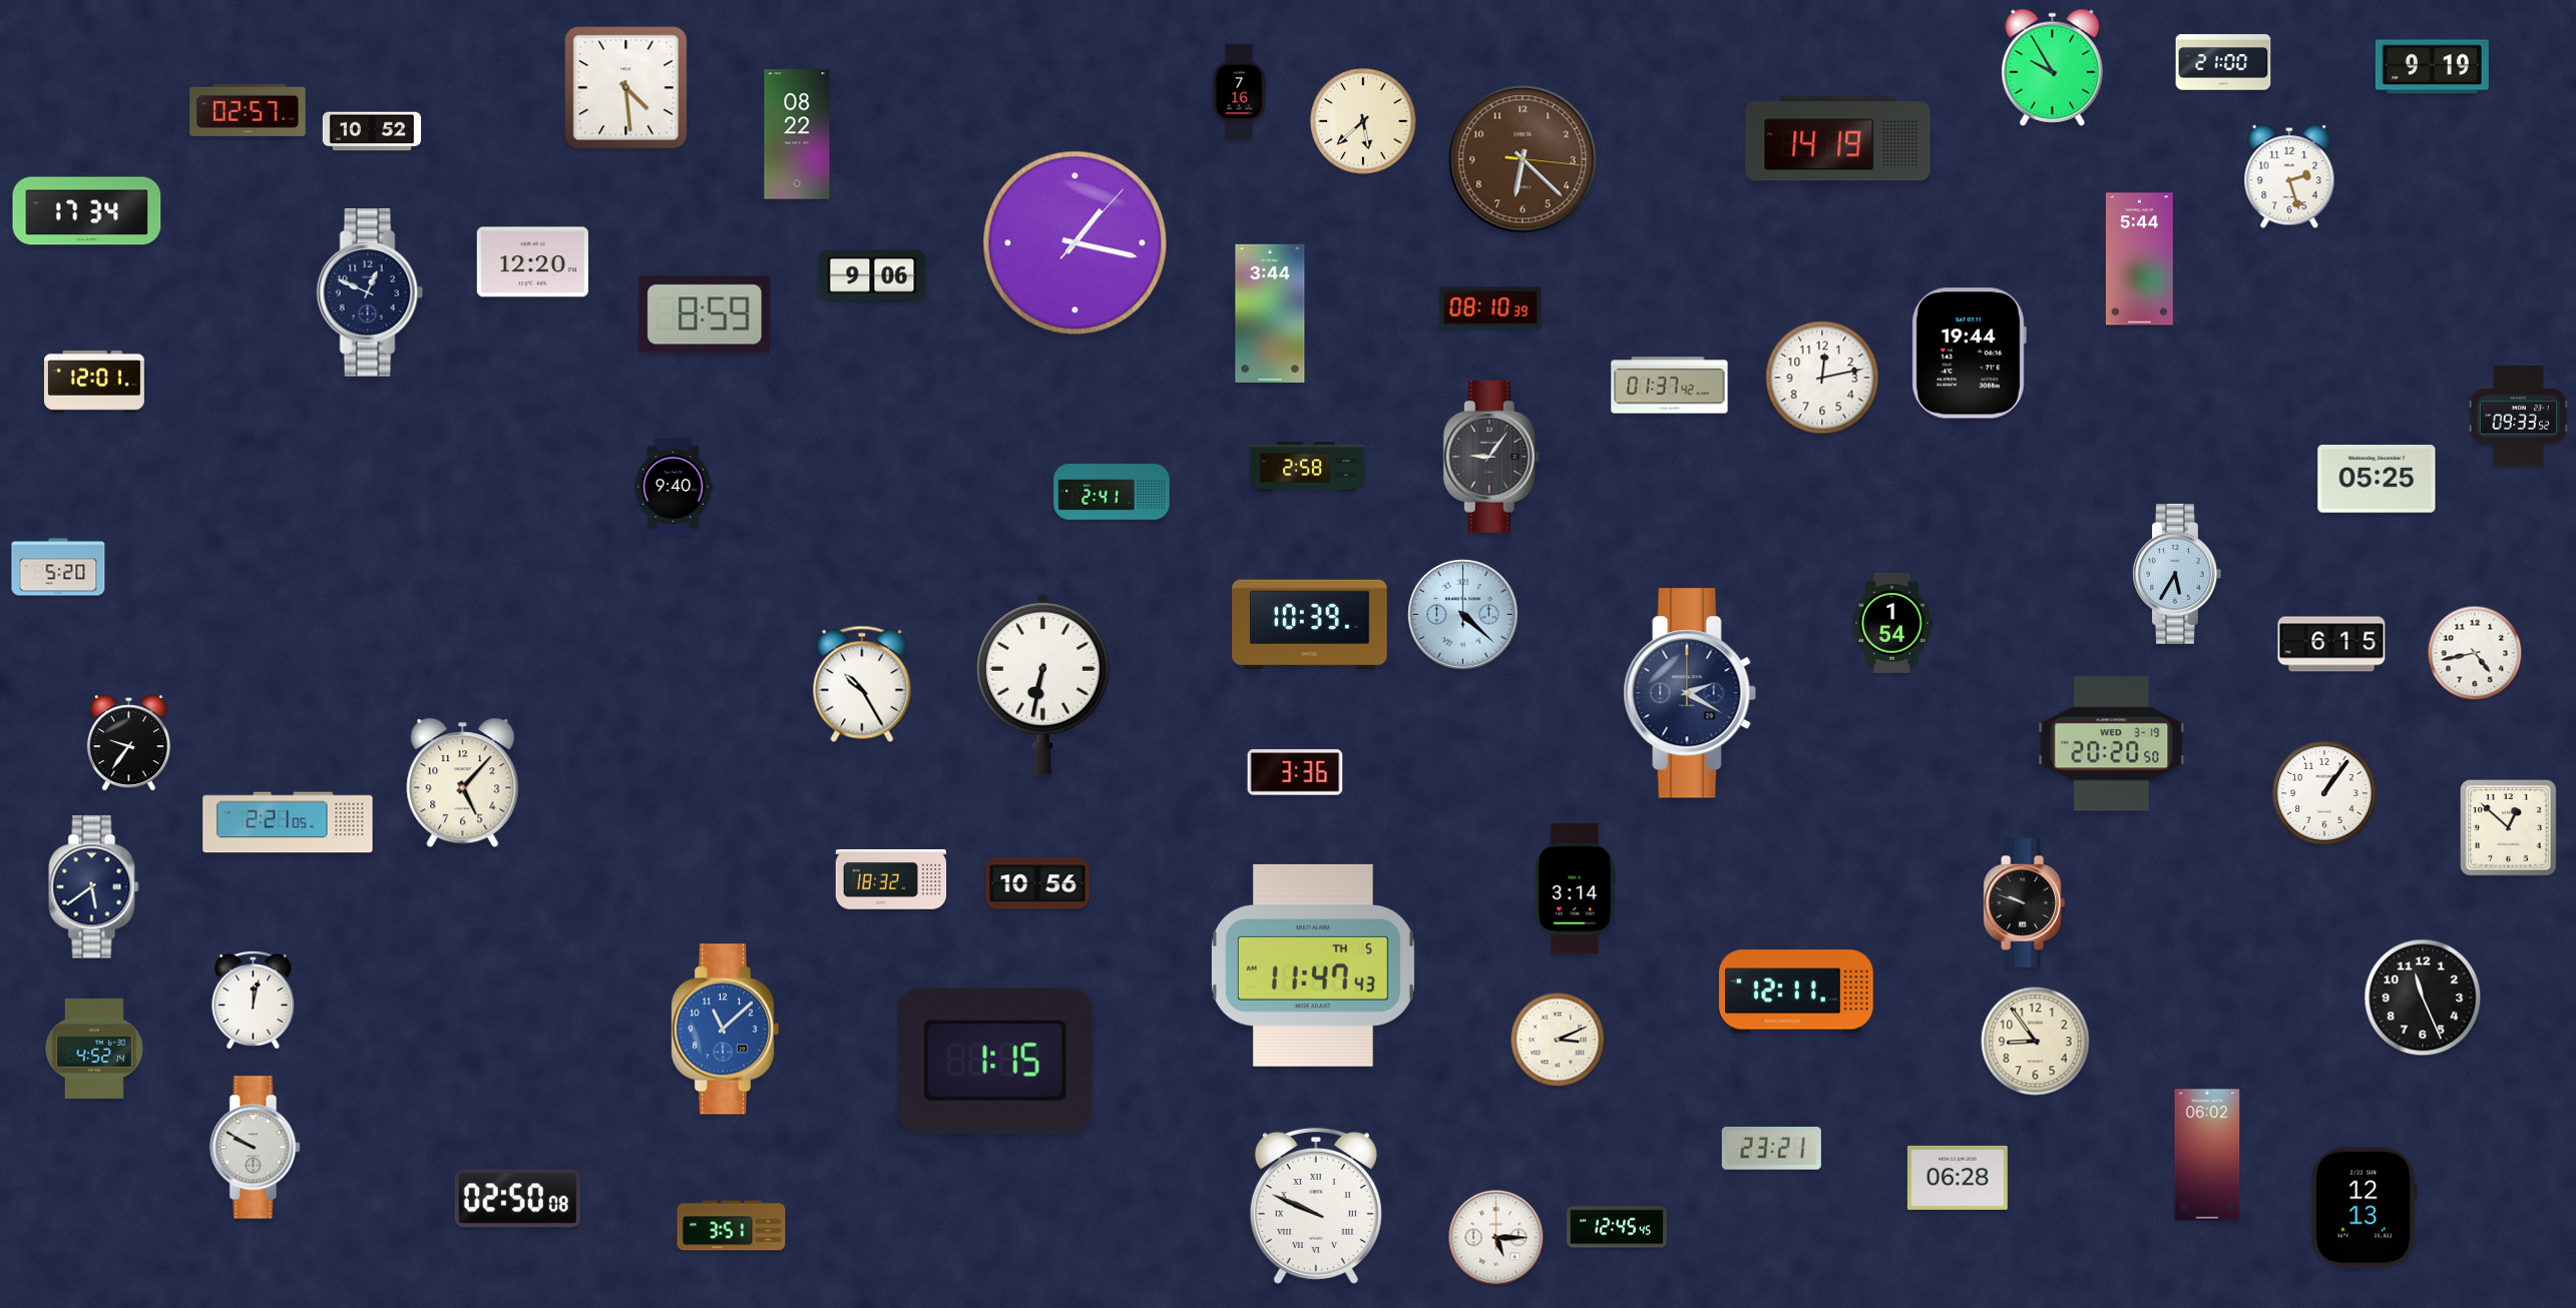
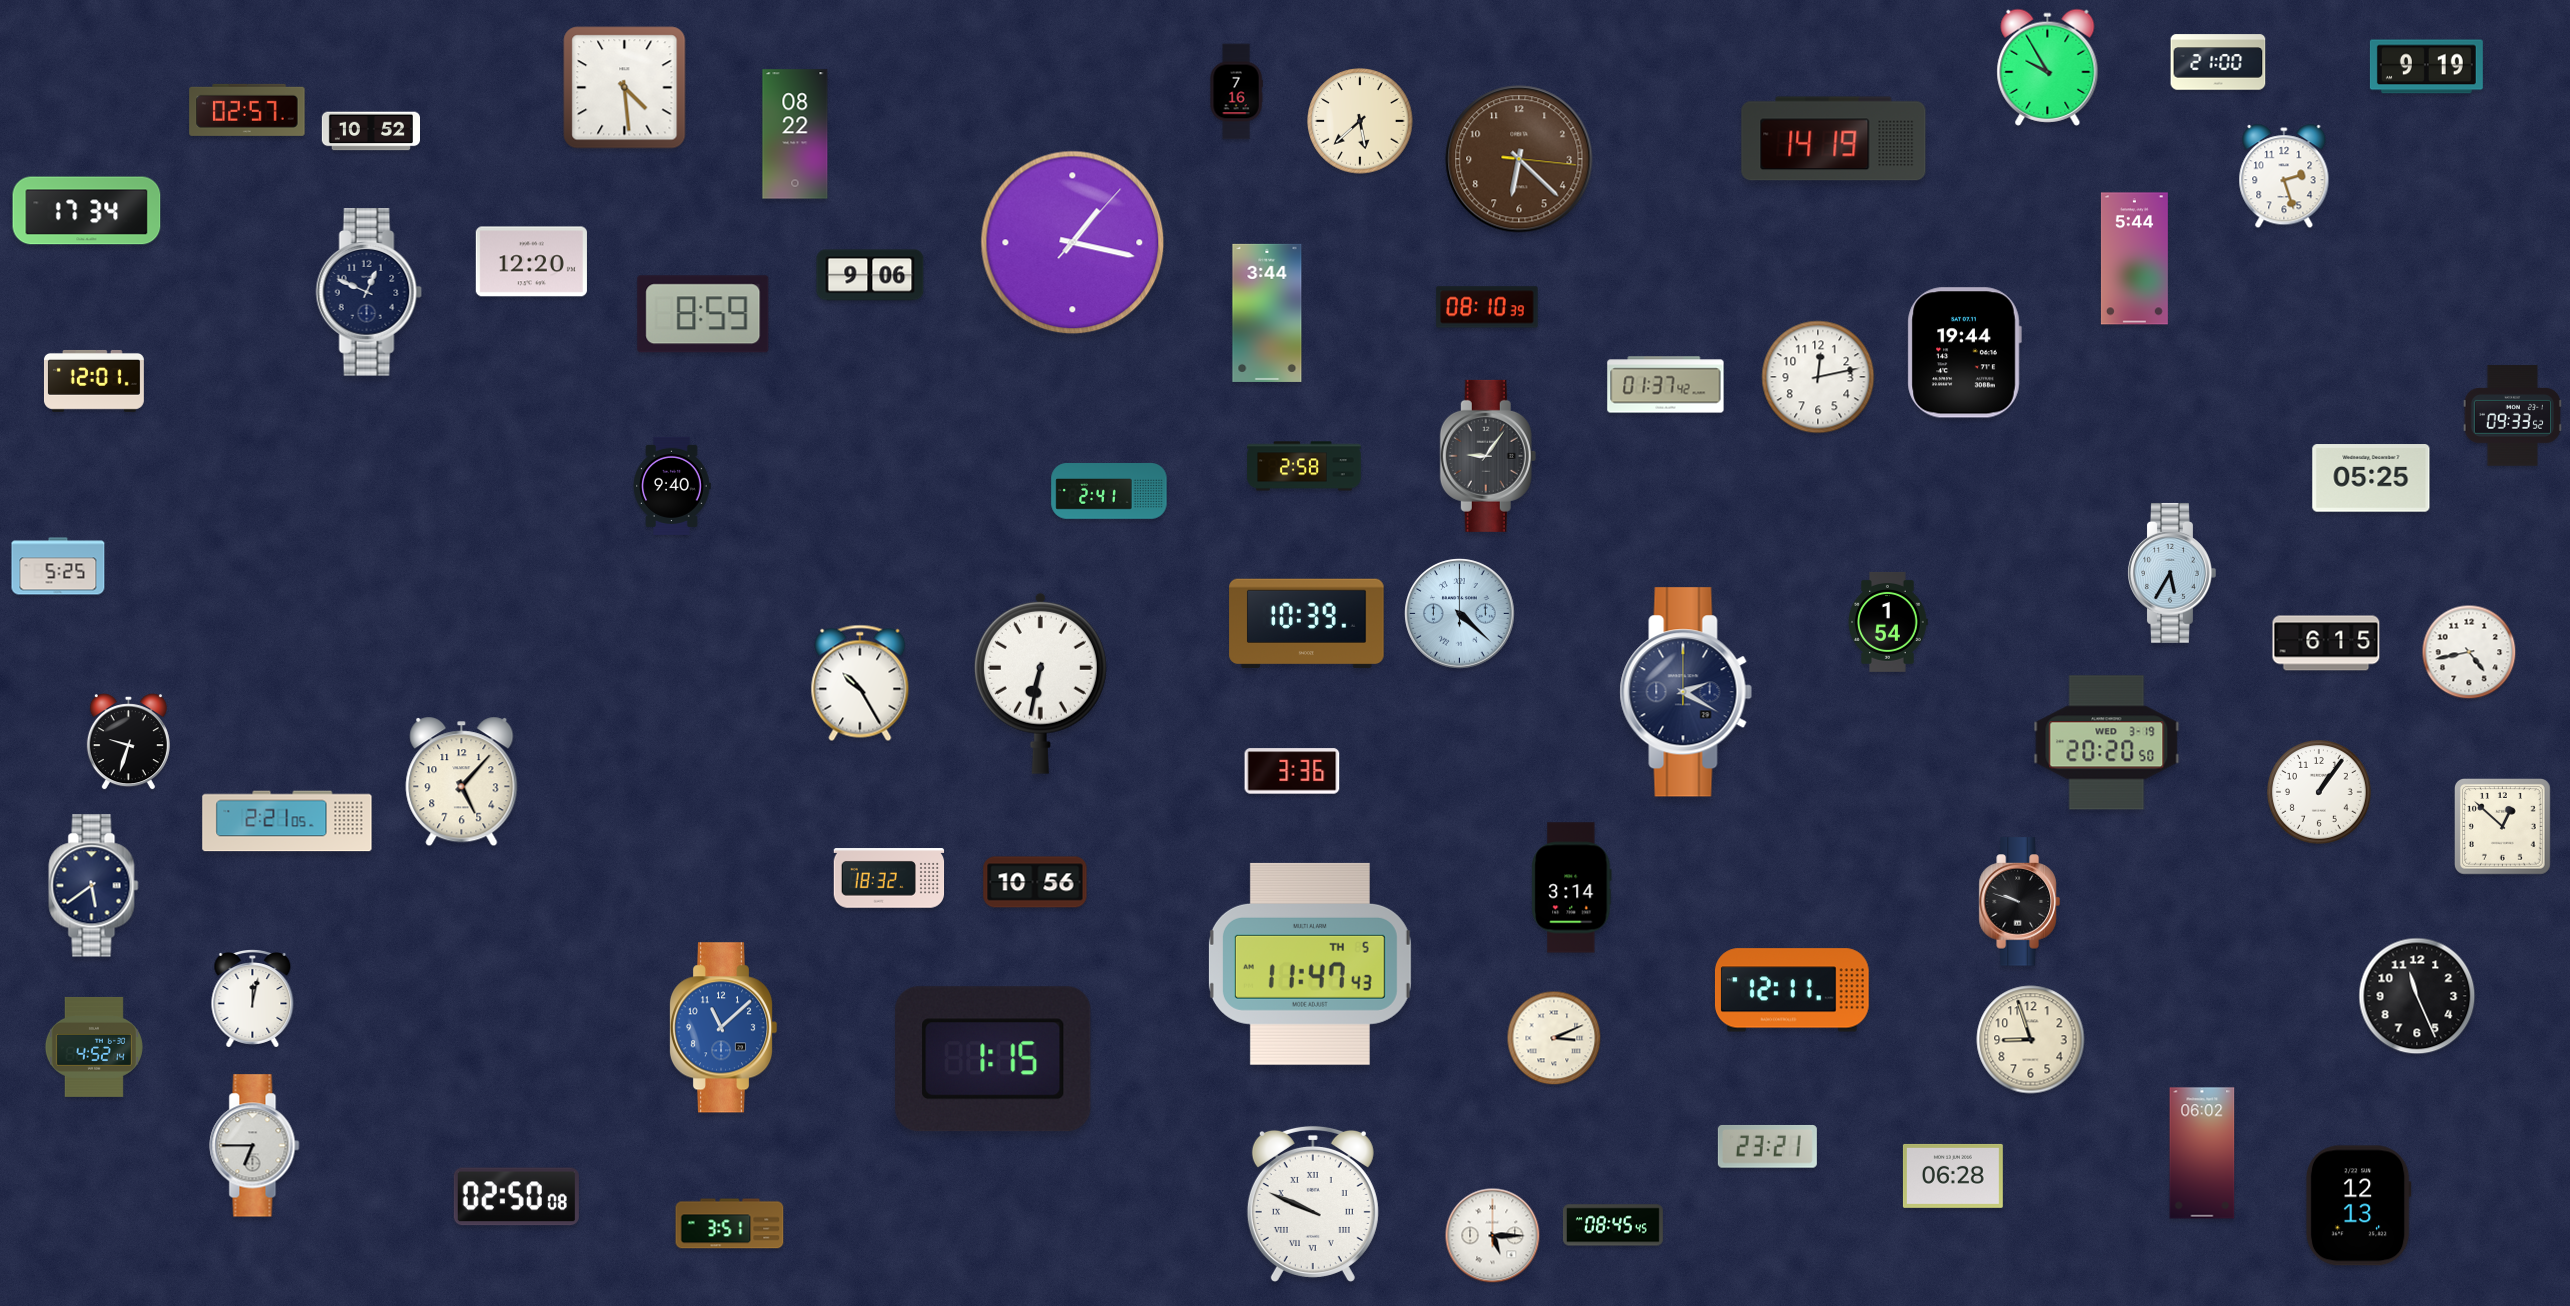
clock at (58, 567): 5:20 -> 5:25
clock at (128, 743): 9:36 -> 9:33
clock at (2036, 1042): 8:54 -> 8:57
clock at (256, 1148): 9:50 -> 6:45
clock at (1617, 1227): 12:45 -> 08:45
